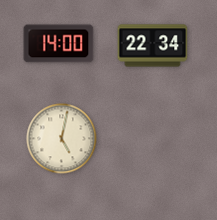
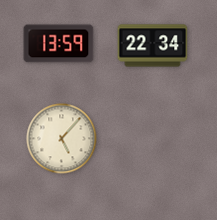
clock at (59, 44): 14:00 -> 13:59
clock at (62, 139): 5:02 -> 5:07
